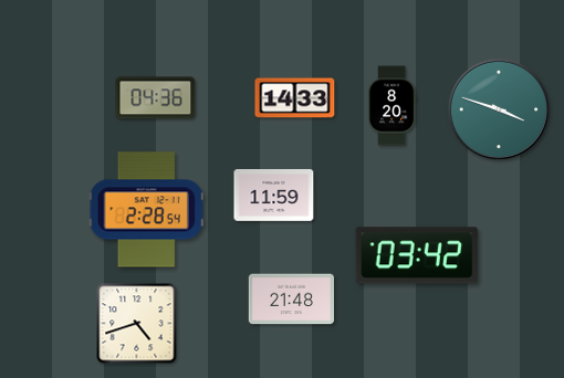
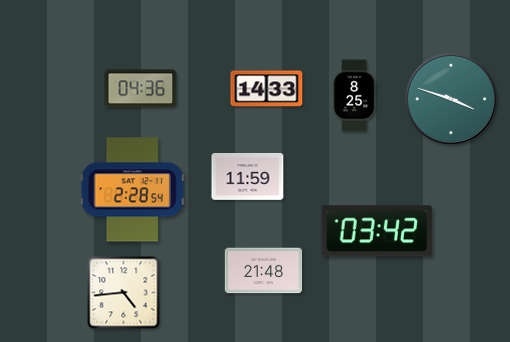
clock at (391, 106): 8:20 -> 8:25
clock at (137, 324): 4:42 -> 4:44
